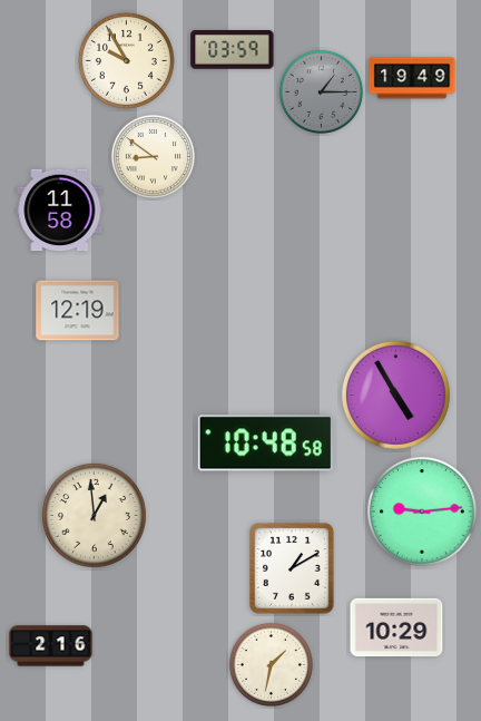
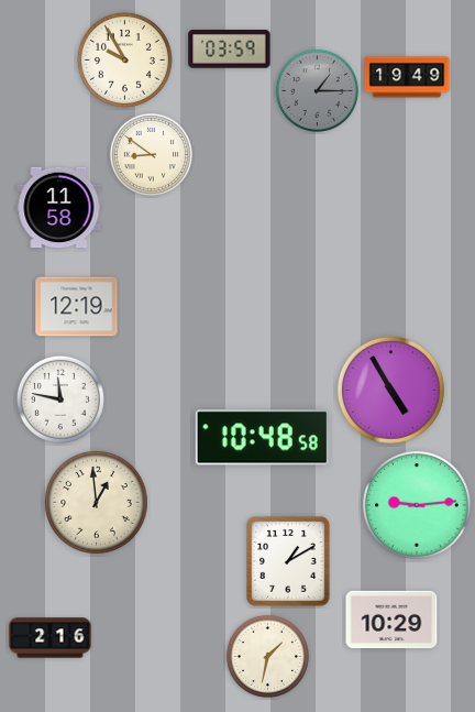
clock at (60, 399): none -> 11:47
clock at (94, 515) position: (94, 515) -> (96, 502)
